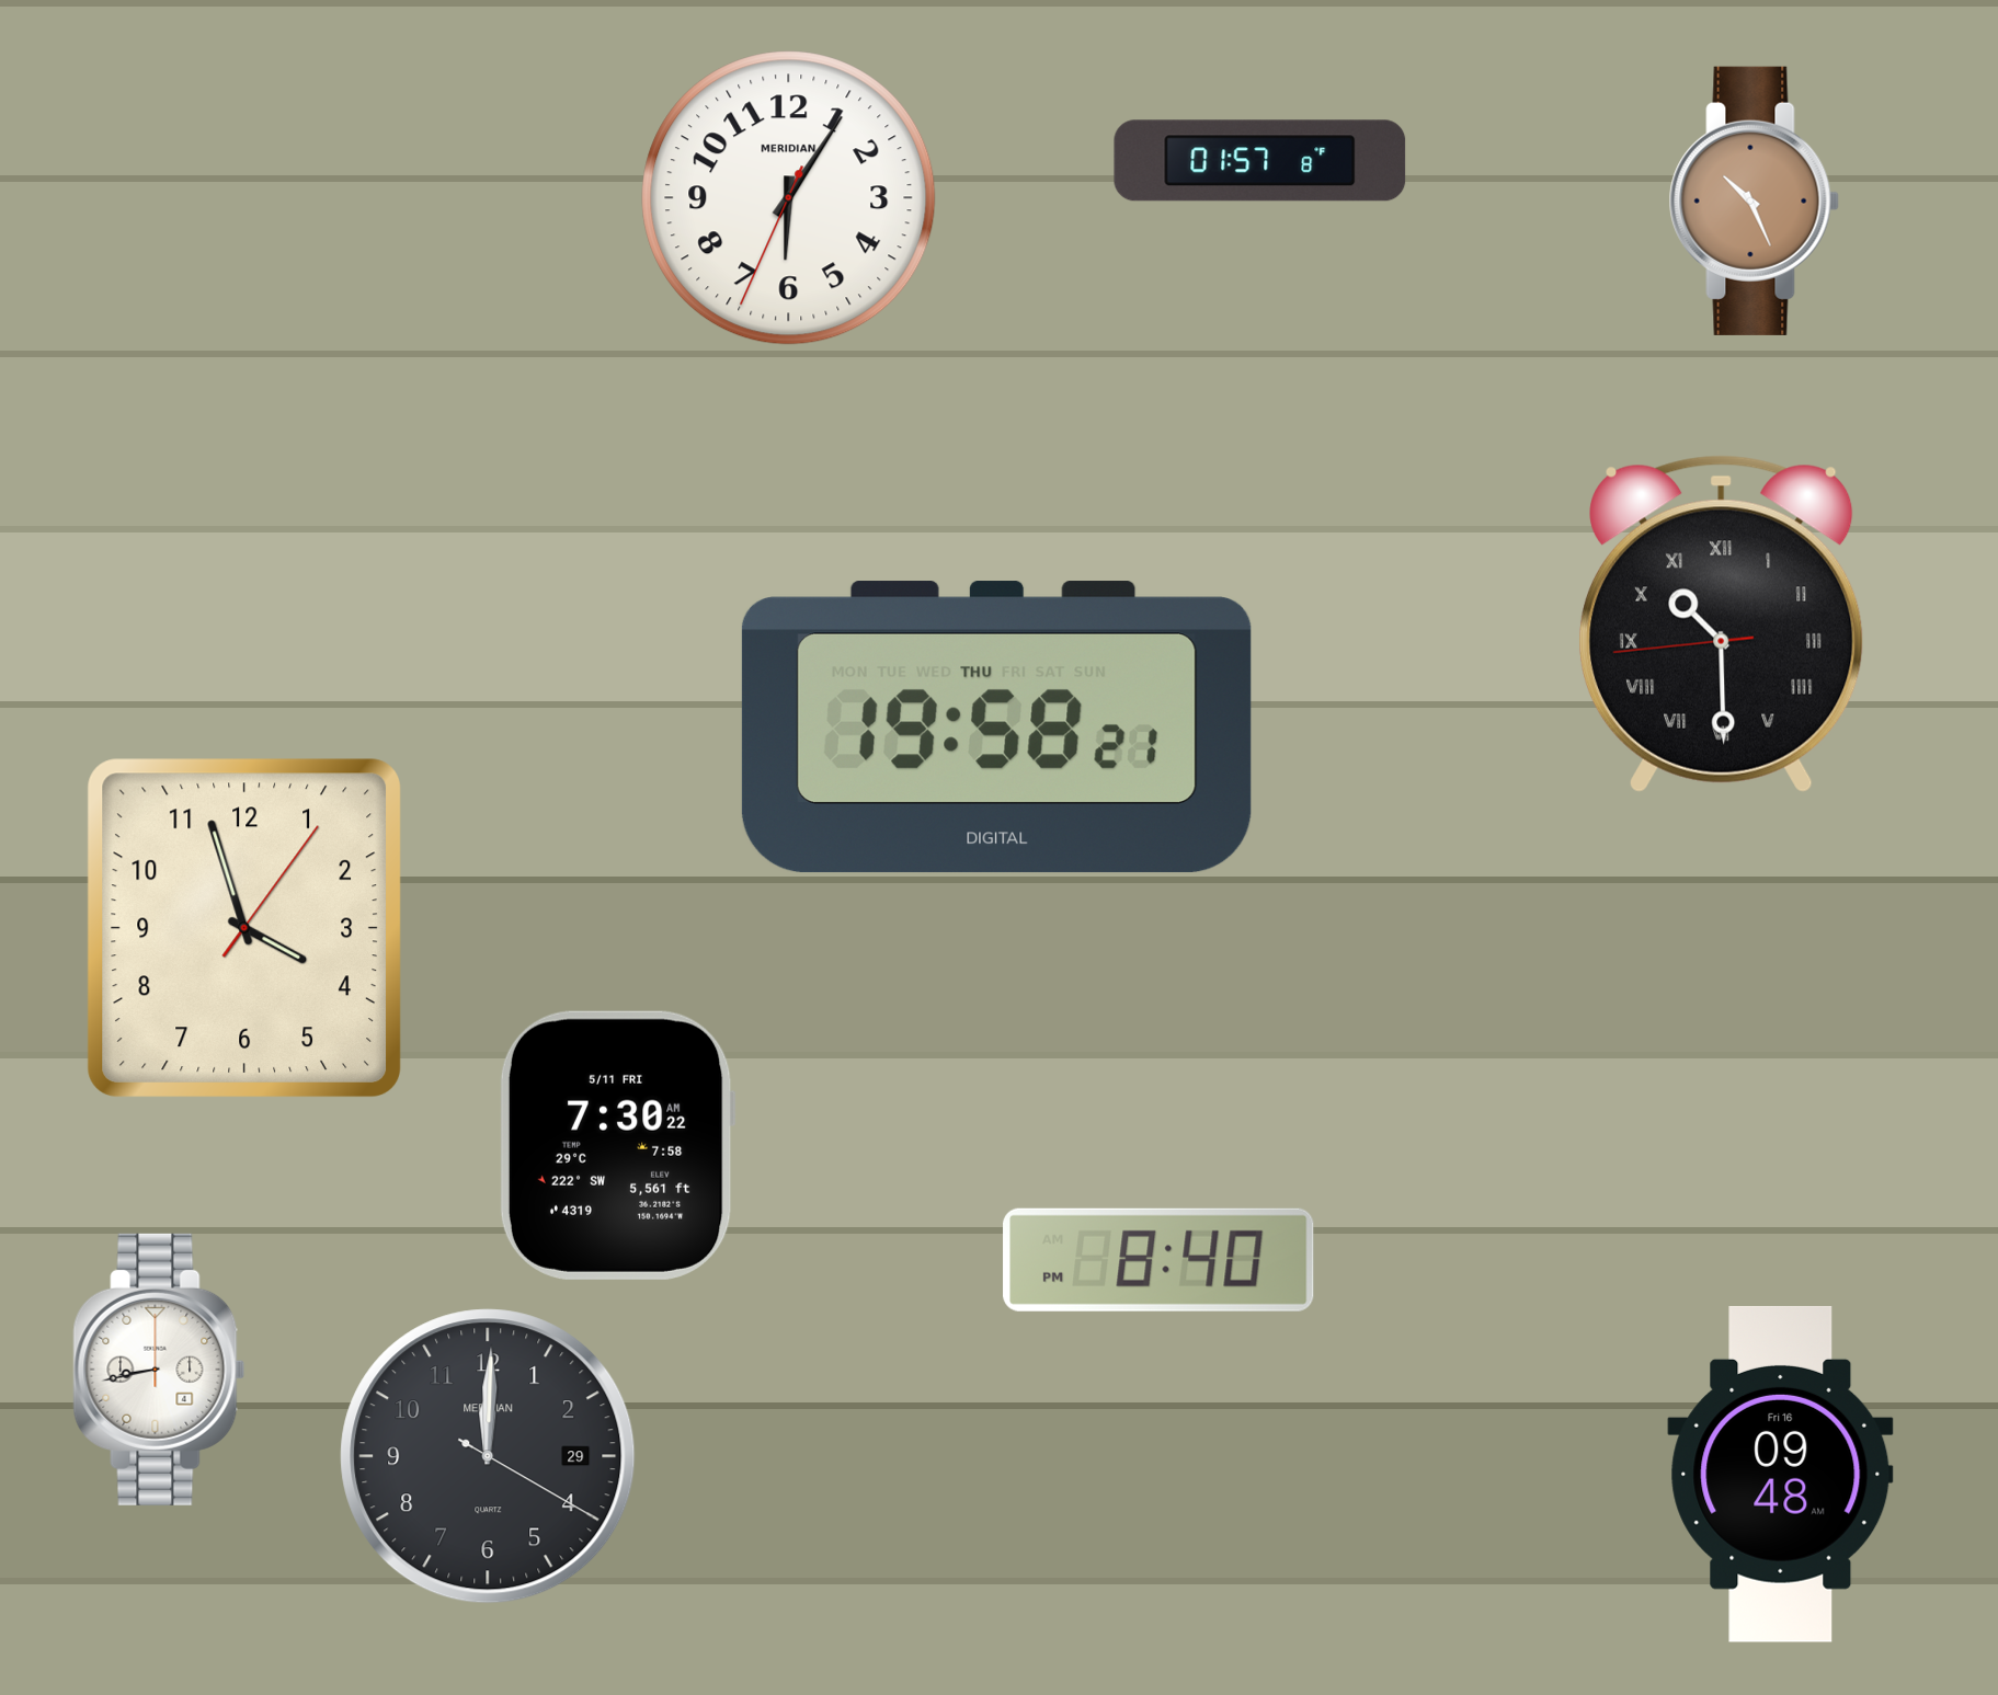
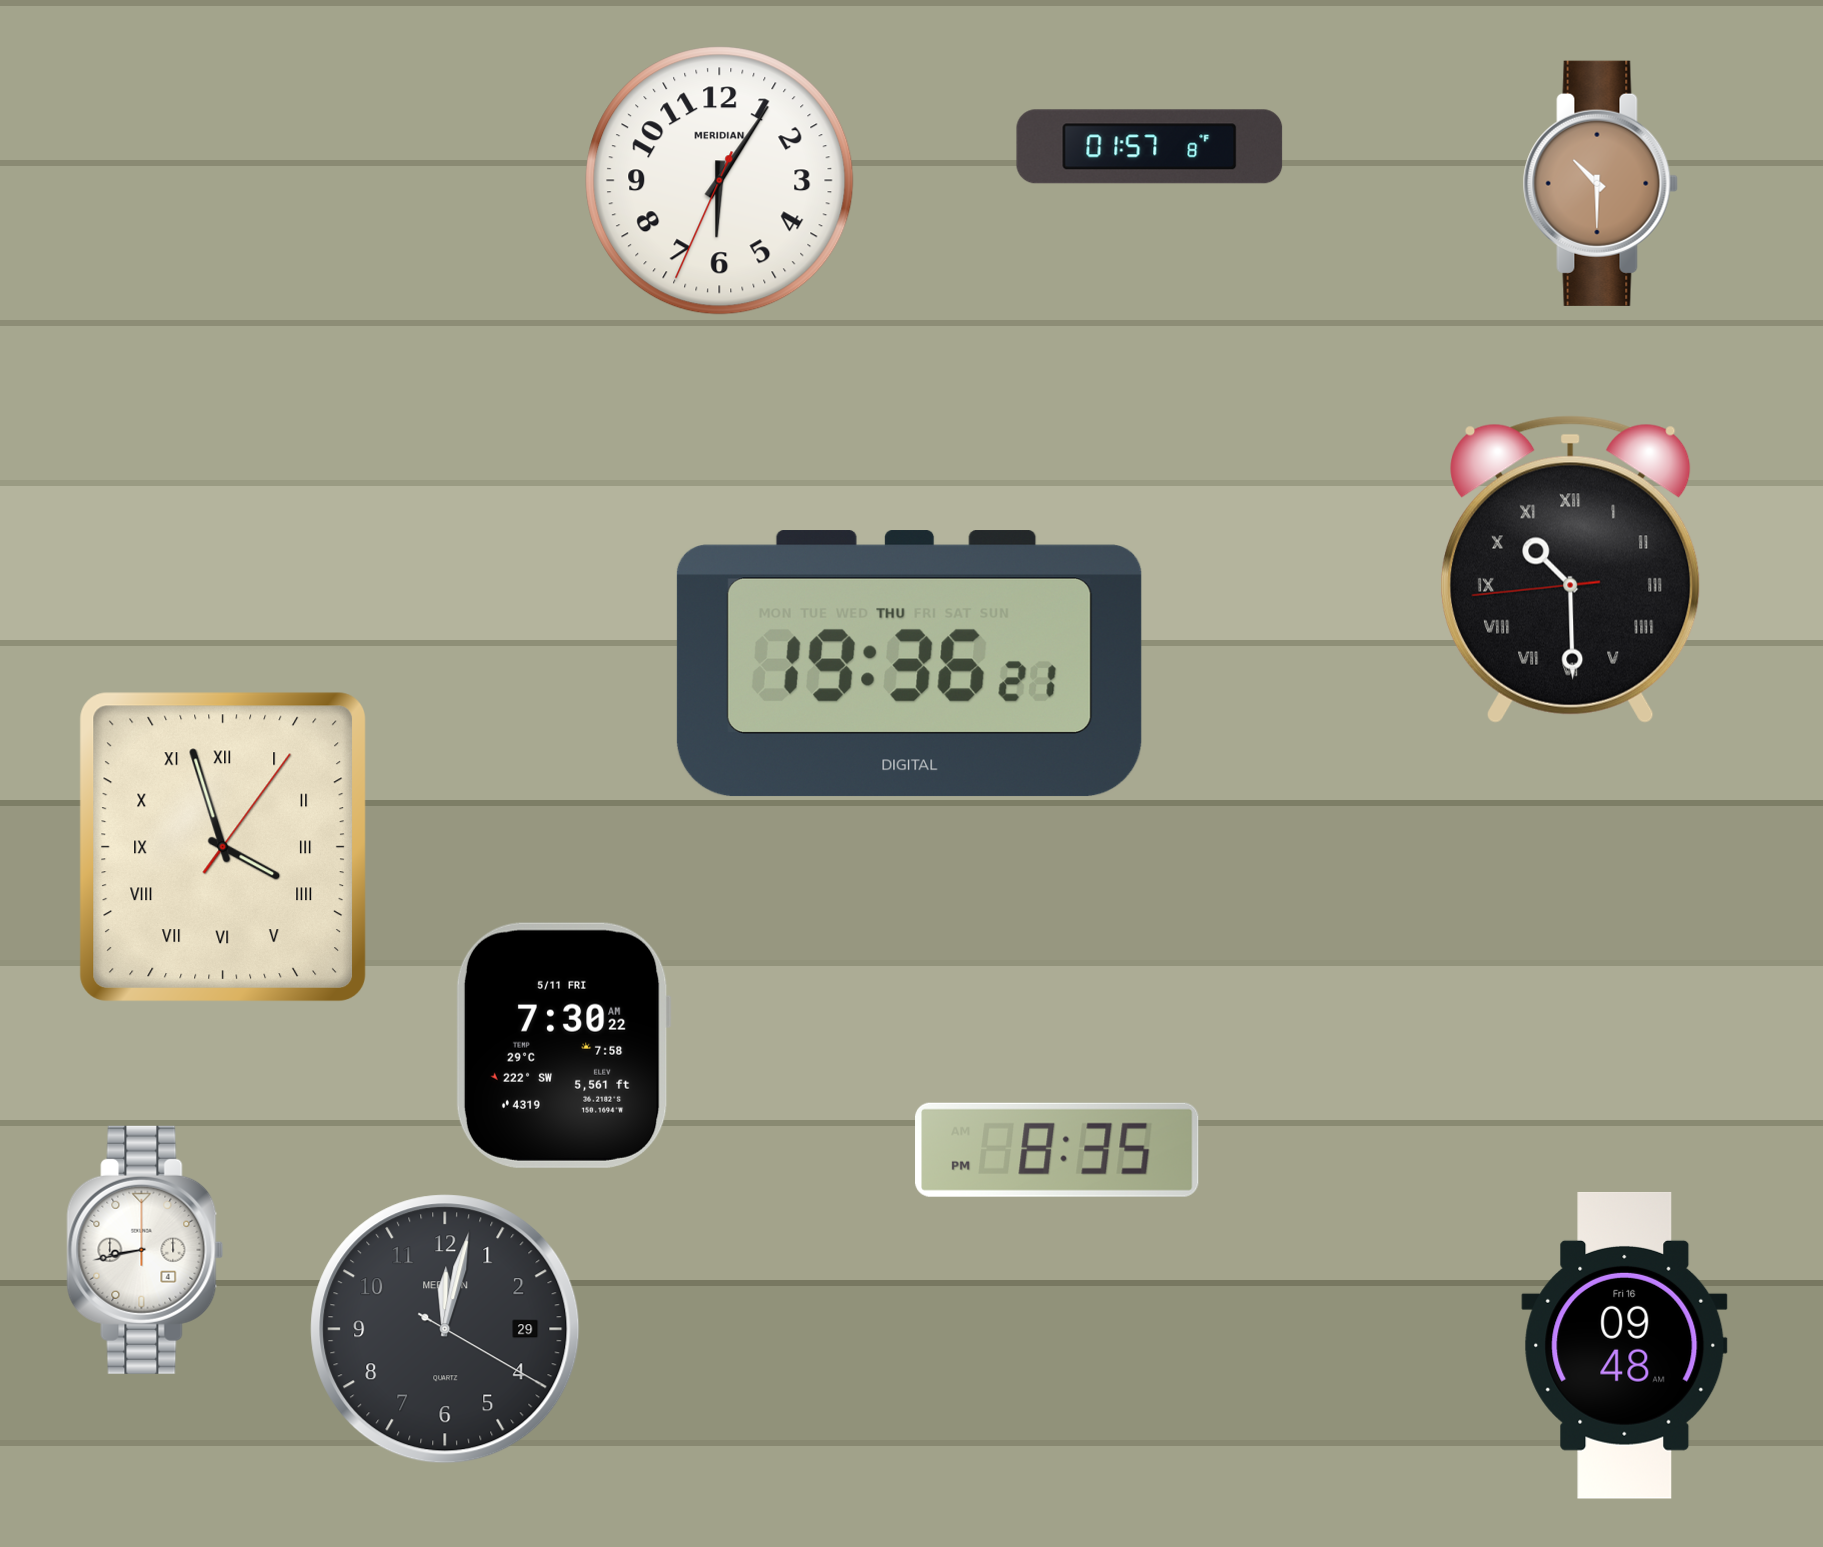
clock at (1754, 201): 10:26 -> 10:30
clock at (996, 728): 19:58 -> 19:36
clock at (243, 927) numerals: Arabic -> Roman
clock at (1158, 1260): 8:40 -> 8:35
clock at (488, 1456): 12:00 -> 12:02
